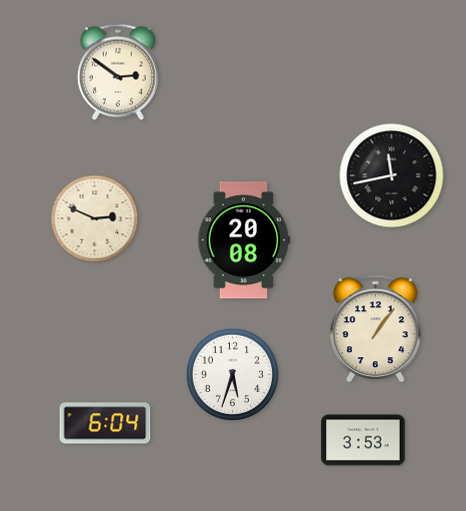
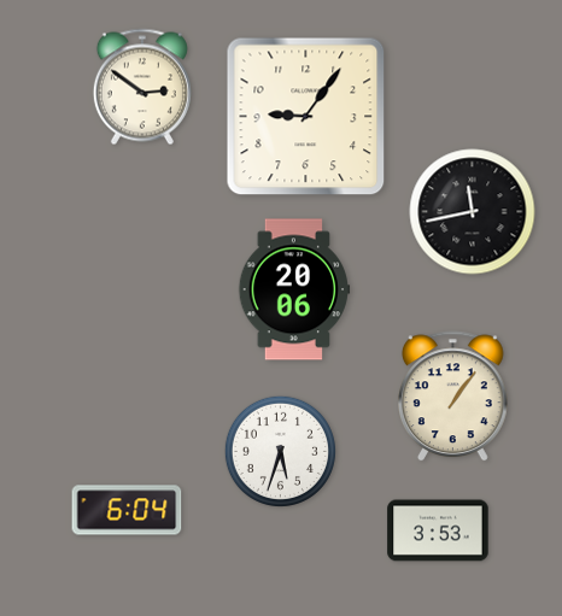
clock at (306, 117): none -> 9:06
clock at (95, 219): 2:49 -> none
clock at (244, 240): 20:08 -> 20:06
